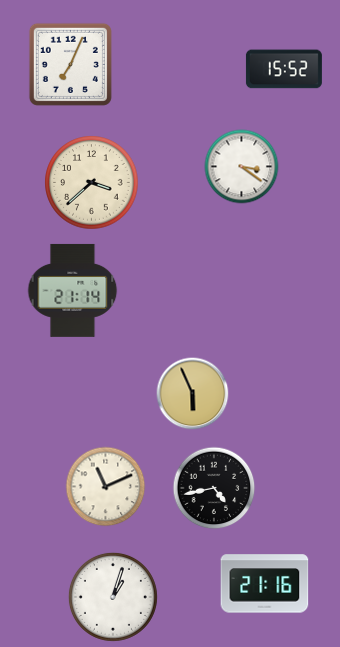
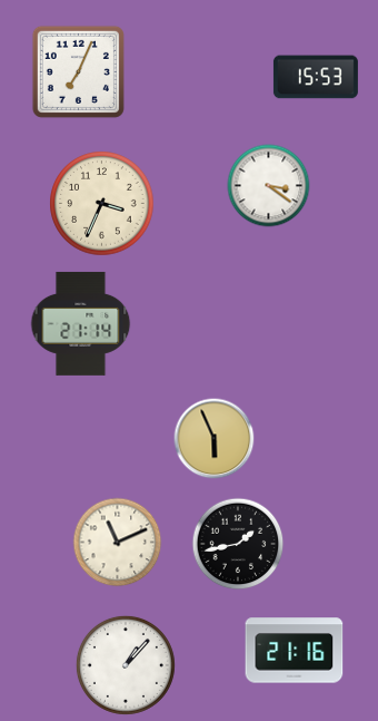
clock at (284, 69): 15:52 -> 15:53
clock at (92, 183): 3:38 -> 3:34
clock at (214, 488): 4:43 -> 1:43
clock at (113, 597): 1:03 -> 1:07
